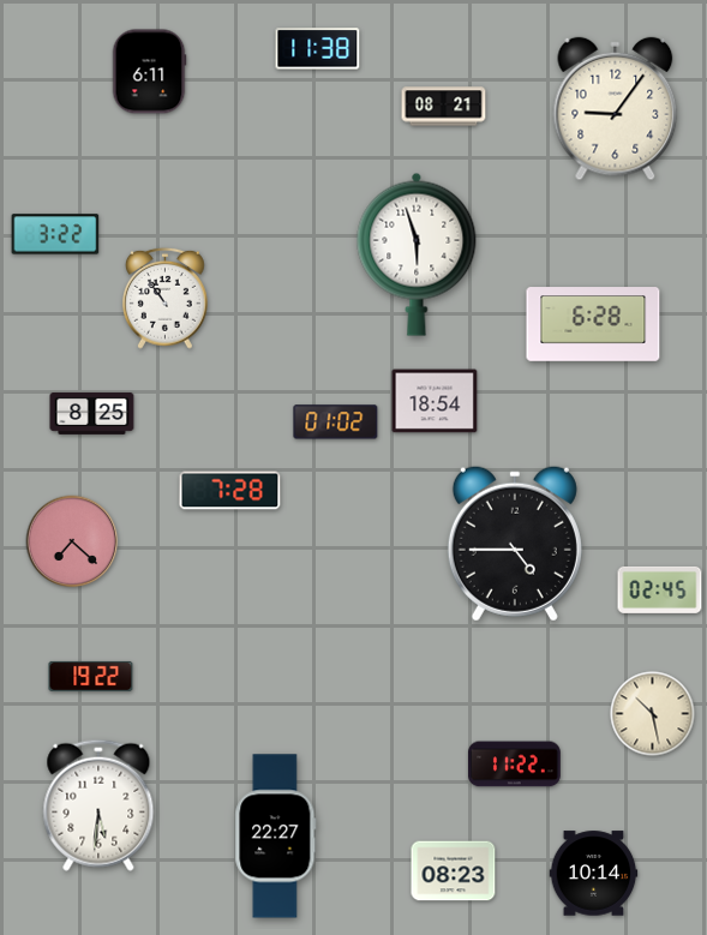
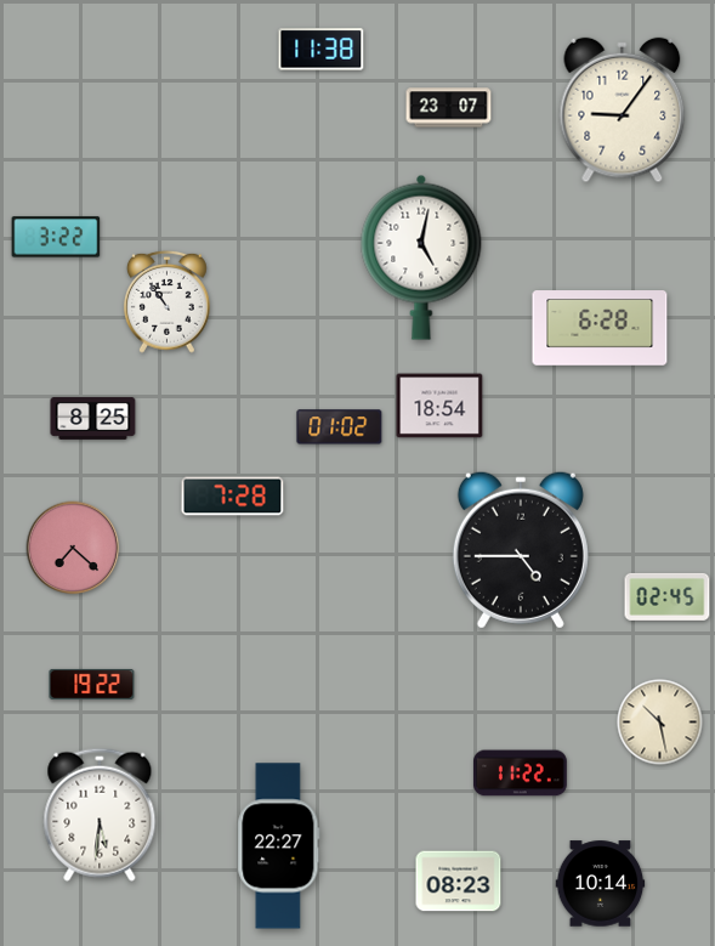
clock at (149, 72): 6:11 -> none
clock at (444, 107): 08:21 -> 23:07
clock at (417, 254): 5:57 -> 5:02
